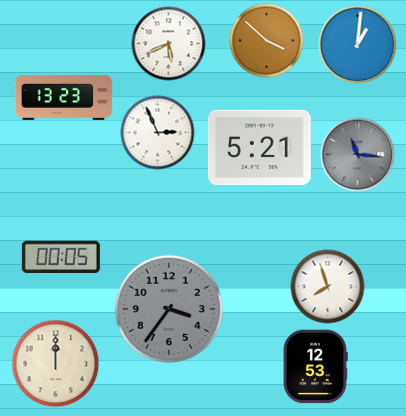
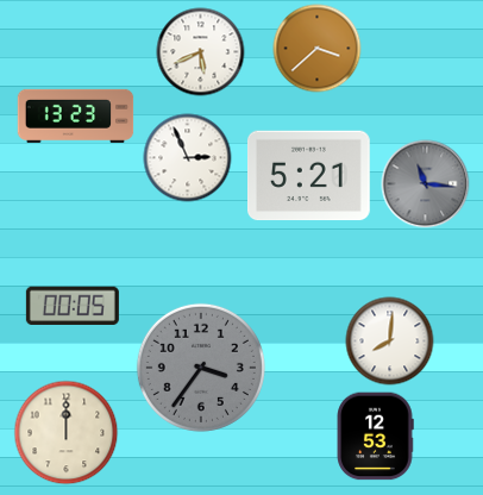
clock at (267, 41): 3:52 -> 3:38
clock at (358, 45): 1:01 -> none
clock at (328, 287): 7:57 -> 8:01
